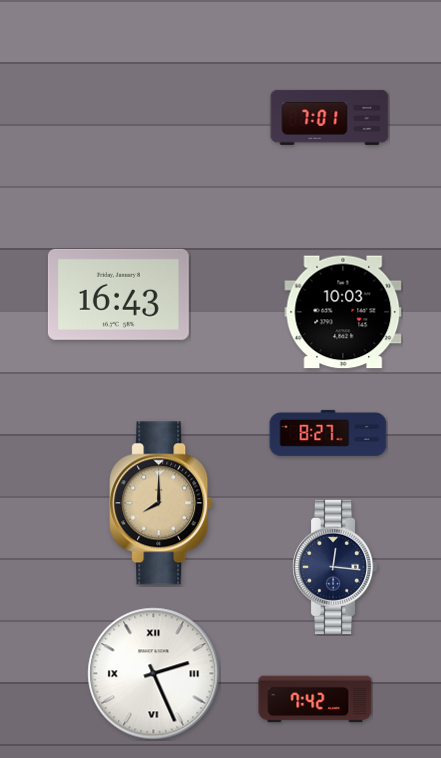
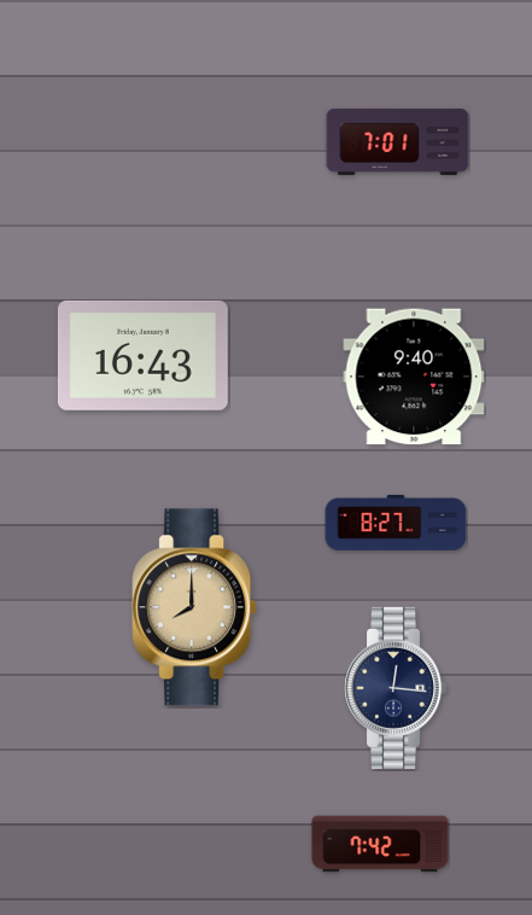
clock at (343, 312): 10:03 -> 9:40
clock at (336, 567) position: (336, 567) -> (397, 688)
clock at (154, 674): 2:26 -> none
